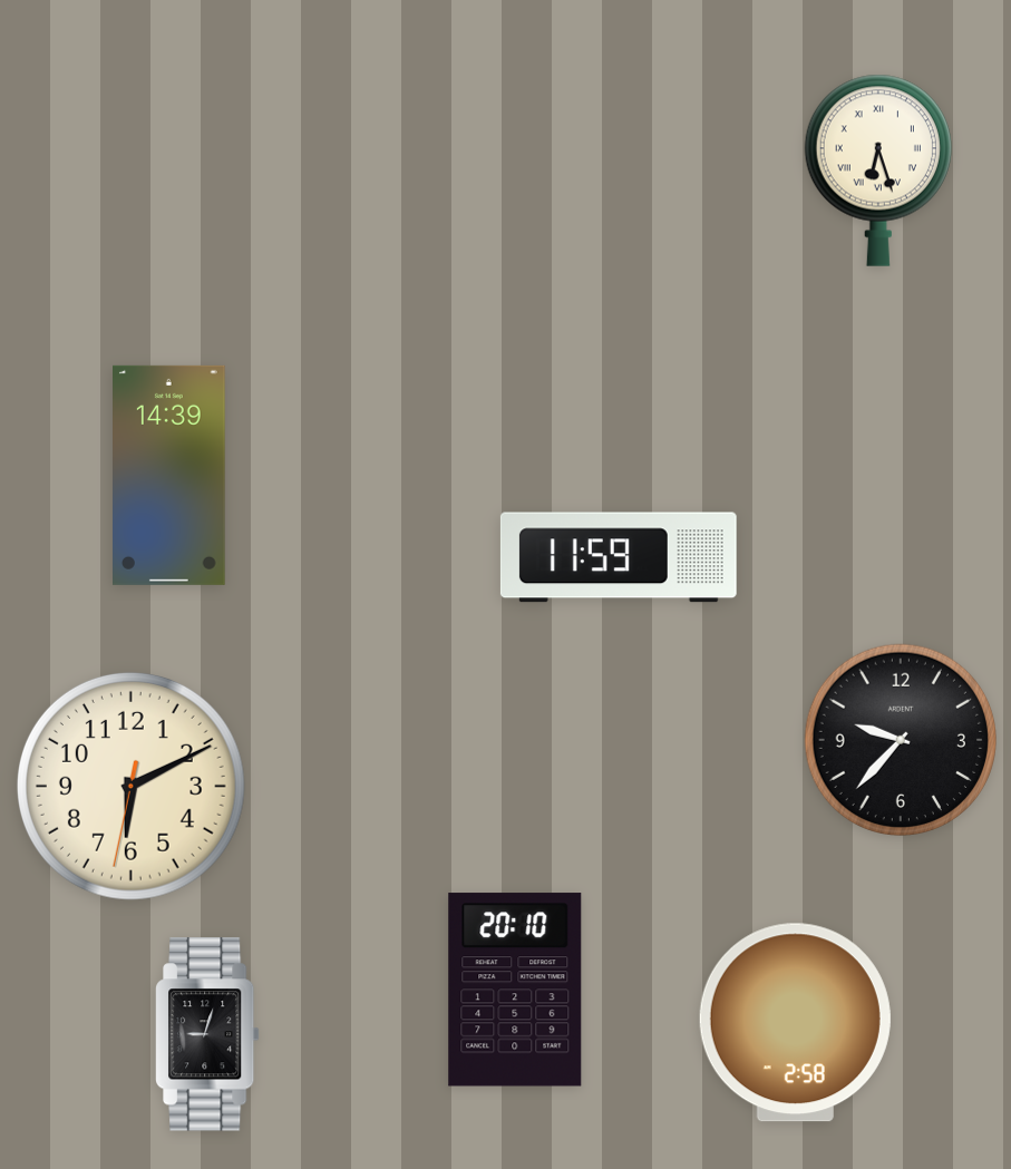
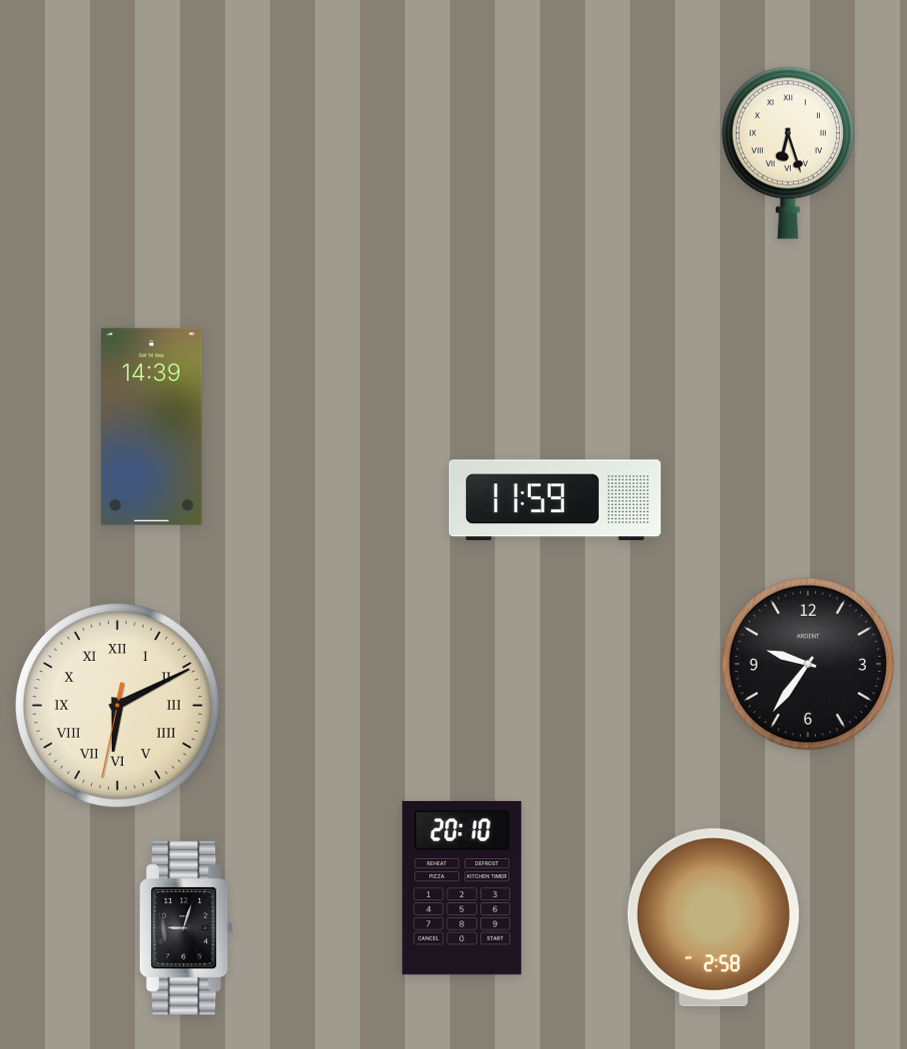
clock at (900, 739): 9:37 -> 9:36
clock at (130, 786) numerals: Arabic -> Roman
